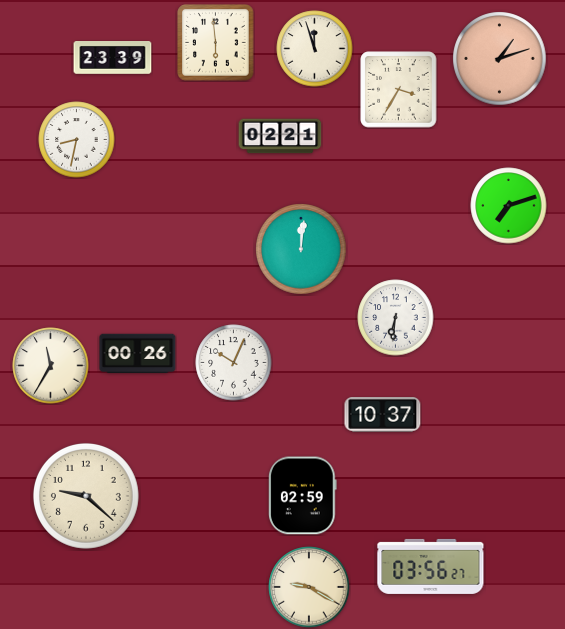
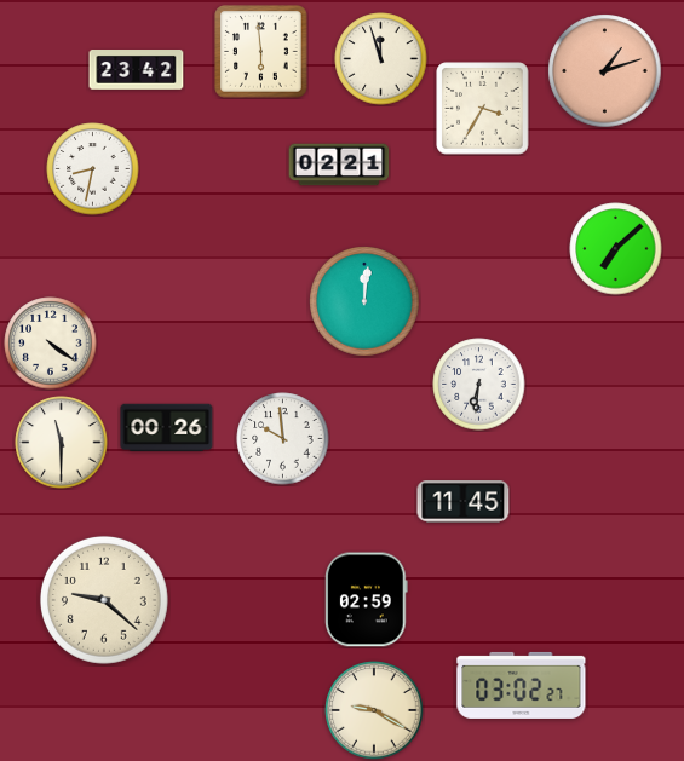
clock at (113, 58): 23:39 -> 23:42
clock at (509, 206): 7:12 -> 7:08
clock at (51, 344): none -> 4:21
clock at (234, 363): 10:04 -> 9:59
clock at (51, 366): 11:35 -> 11:30
clock at (383, 415): 10:37 -> 11:45
clock at (431, 566): 03:56 -> 03:02
